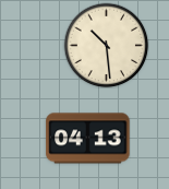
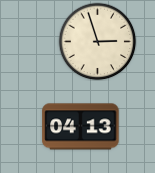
clock at (106, 45): 10:29 -> 2:57
